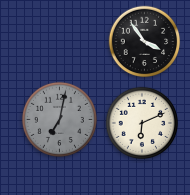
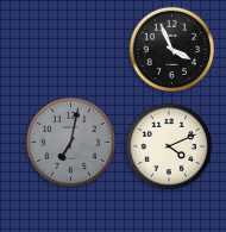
clock at (145, 42): 3:54 -> 3:56
clock at (141, 122): 6:11 -> 4:11
